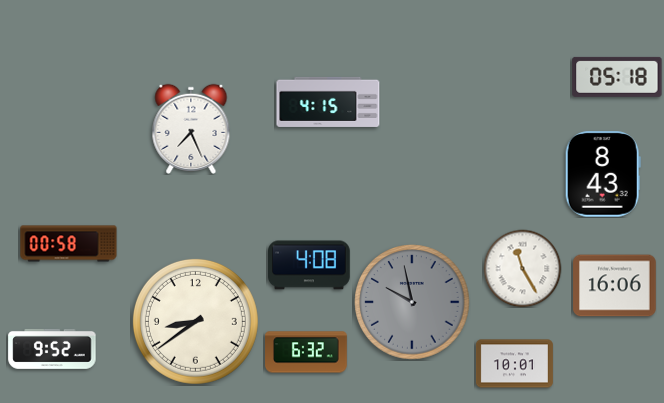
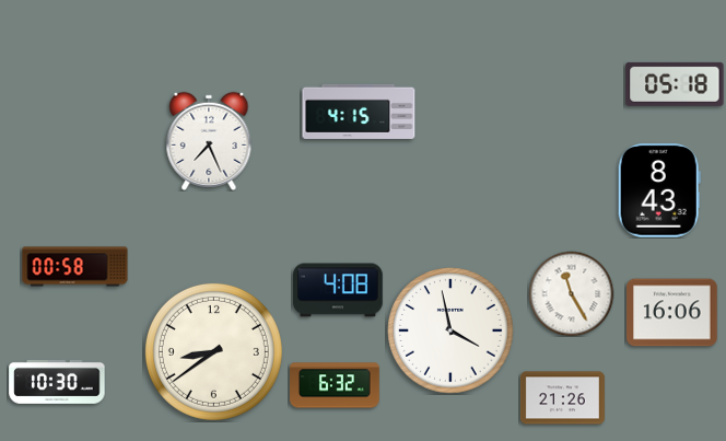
clock at (412, 302): 9:58 -> 3:58
clock at (412, 302) dial: grey -> white
clock at (52, 349): 9:52 -> 10:30
clock at (514, 364): 10:01 -> 21:26
